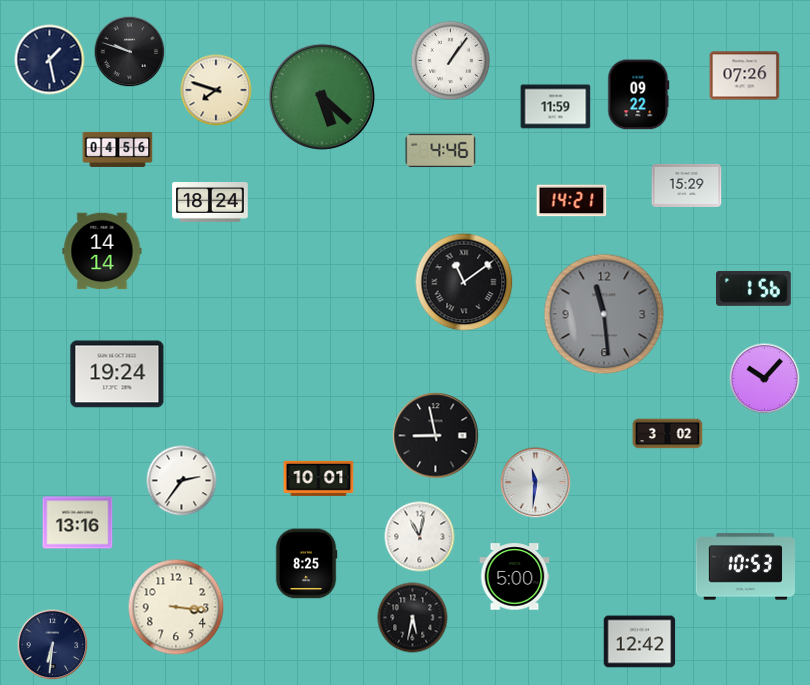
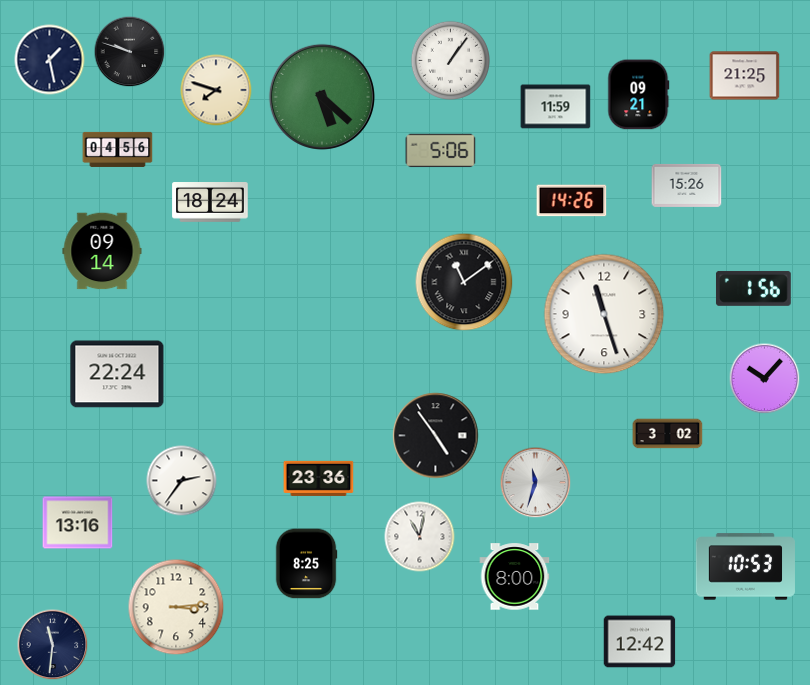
clock at (745, 76): 07:26 -> 21:25
clock at (639, 95): 09:22 -> 09:21
clock at (441, 151): 4:46 -> 5:06
clock at (687, 185): 15:29 -> 15:26
clock at (572, 201): 14:21 -> 14:26
clock at (102, 251): 14:14 -> 09:14
clock at (604, 314): 11:29 -> 11:27
clock at (604, 314) dial: grey -> white
clock at (117, 374): 19:24 -> 22:24
clock at (436, 436): 8:58 -> 4:54
clock at (319, 478): 10:01 -> 23:36
clock at (536, 483): 11:31 -> 11:33
clock at (515, 577): 5:00 -> 8:00
clock at (176, 607): 3:16 -> 3:14
clock at (413, 618): 5:32 -> none
clock at (53, 645): 6:31 -> 11:31
